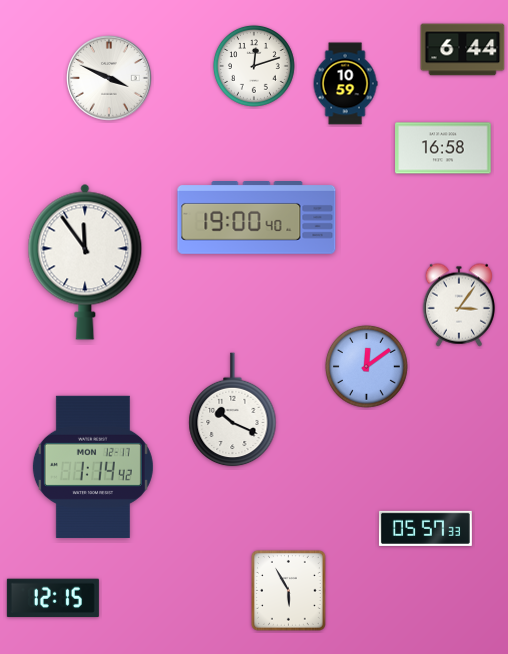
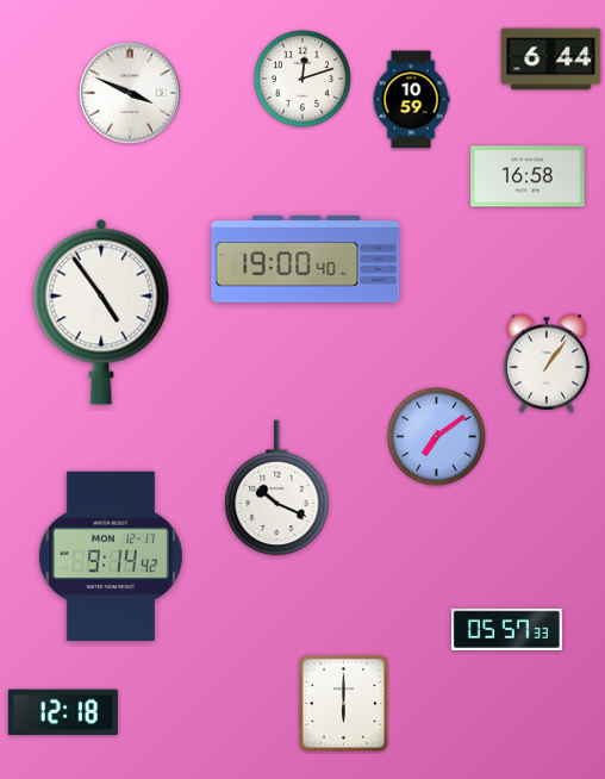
clock at (85, 262): 11:54 -> 4:54
clock at (458, 305): 3:06 -> 1:06
clock at (366, 366): 12:09 -> 7:09
clock at (93, 467): 1:14 -> 9:14
clock at (288, 590): 5:55 -> 6:00
clock at (53, 598): 12:15 -> 12:18
